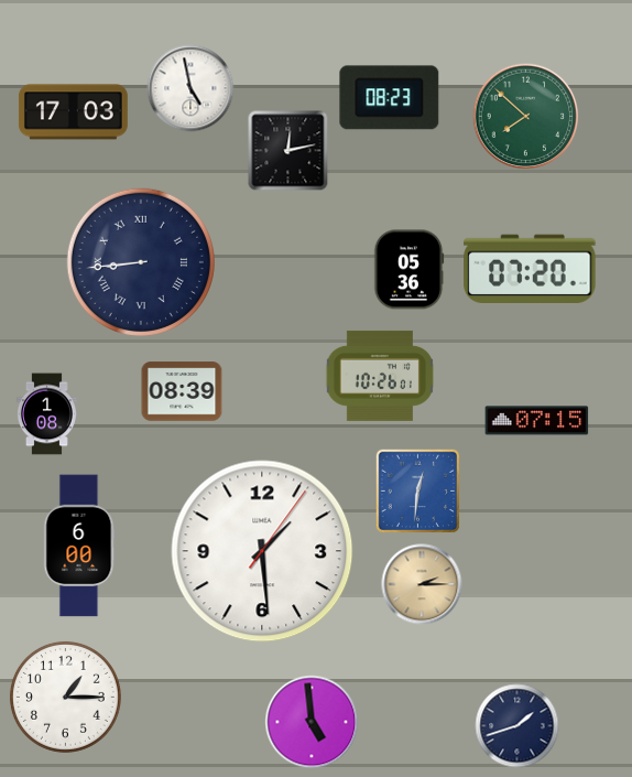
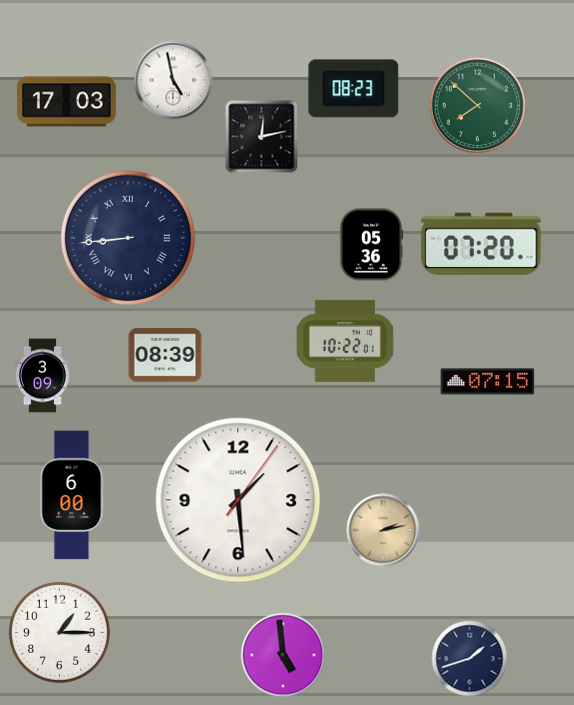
clock at (380, 376): 10:26 -> 10:22
clock at (46, 414): 1:08 -> 3:09
clock at (418, 492): 12:31 -> none
clock at (422, 584): 2:15 -> 2:13
